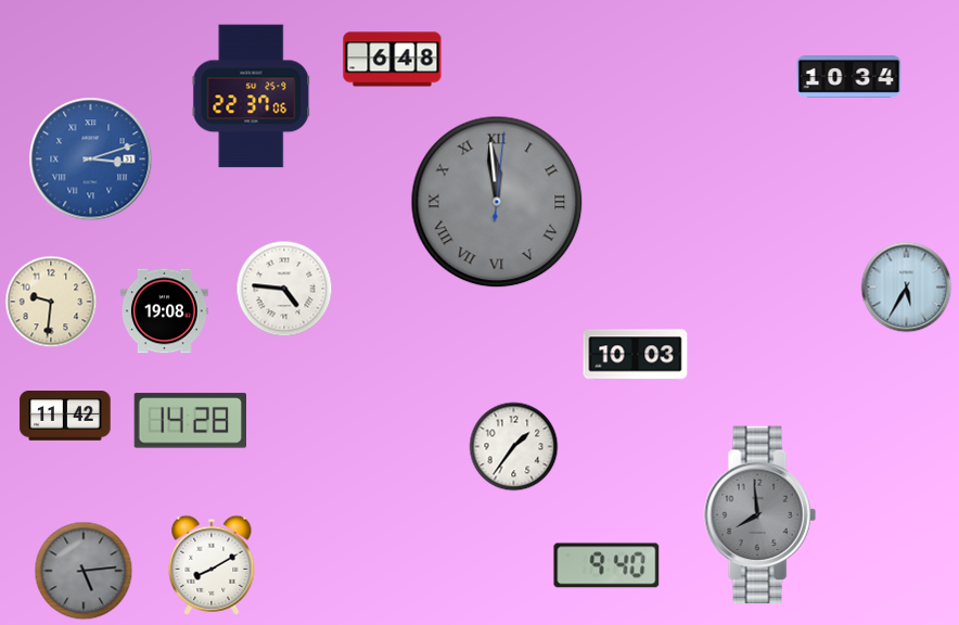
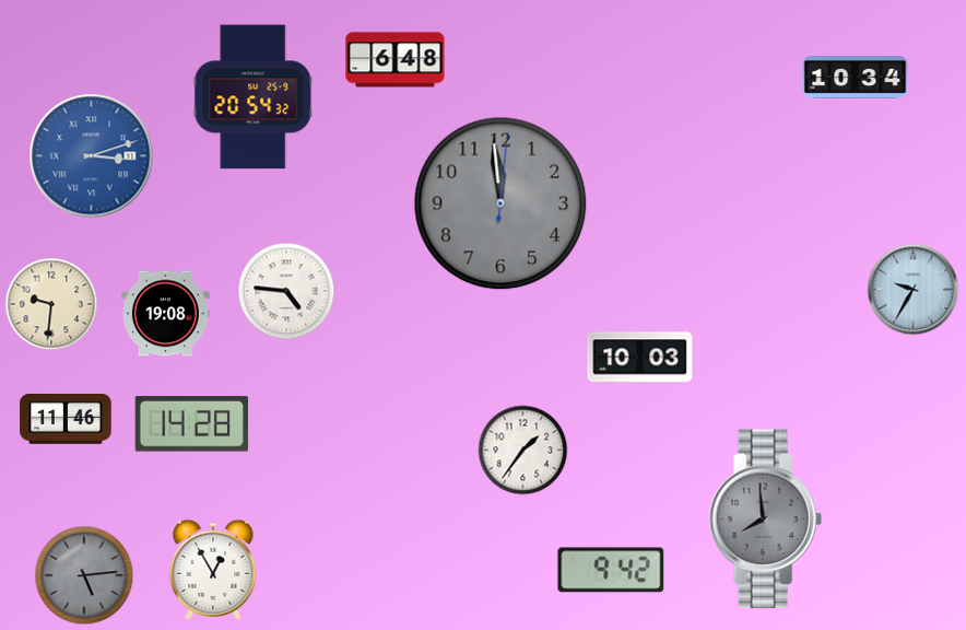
clock at (252, 97): 22:37 -> 20:54
clock at (91, 160) position: (91, 160) -> (92, 156)
clock at (497, 202) numerals: Roman -> Arabic
clock at (907, 288): 5:35 -> 9:35
clock at (65, 417): 11:42 -> 11:46
clock at (514, 447) position: (514, 447) -> (523, 451)
clock at (212, 565): 8:10 -> 12:55
clock at (606, 565): 9:40 -> 9:42
